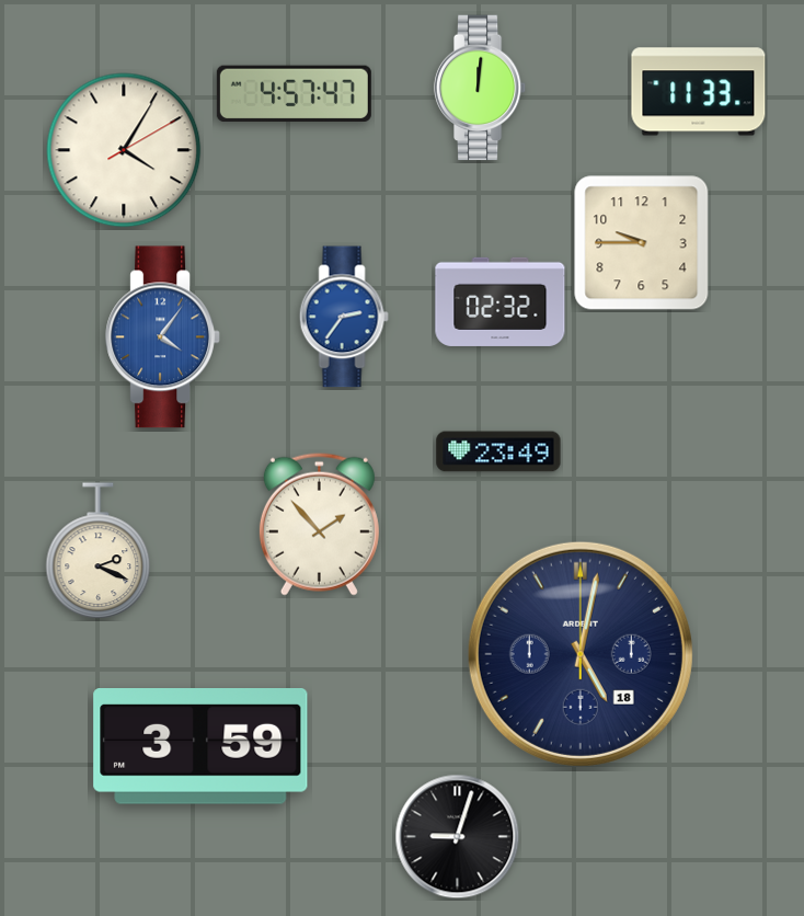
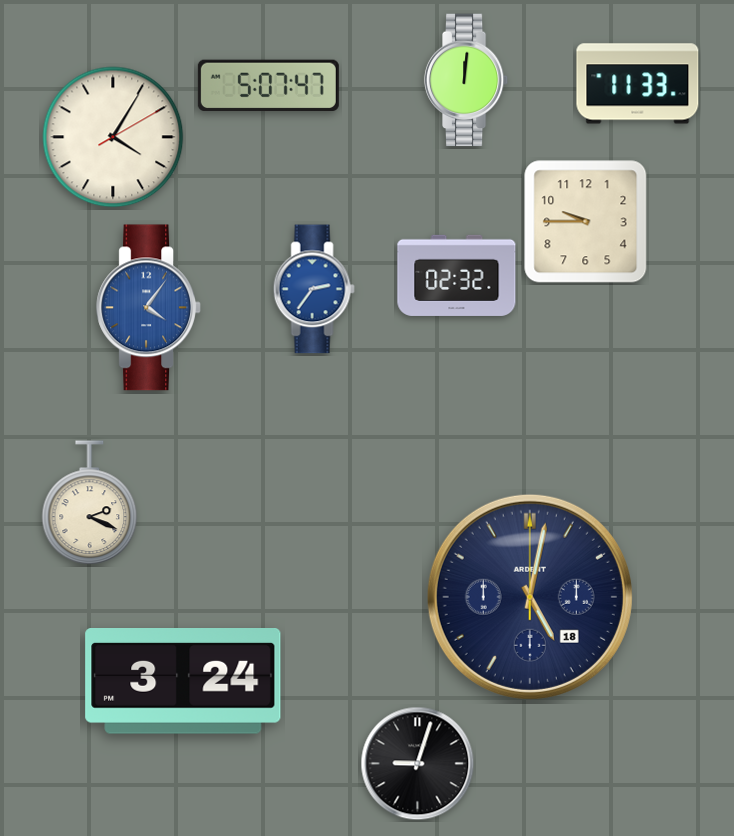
clock at (480, 88) position: (480, 88) -> (466, 80)
clock at (294, 94): 4:57 -> 5:07
clock at (498, 451): 23:49 -> none
clock at (319, 524): 1:53 -> none
clock at (200, 747): 3:59 -> 3:24
